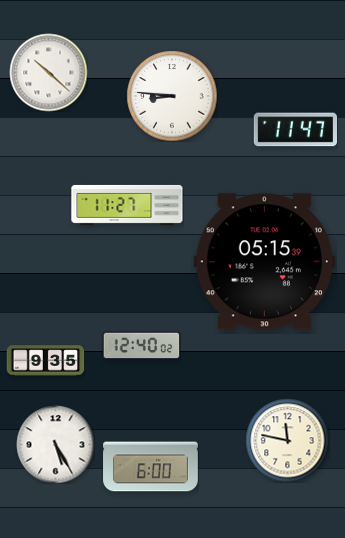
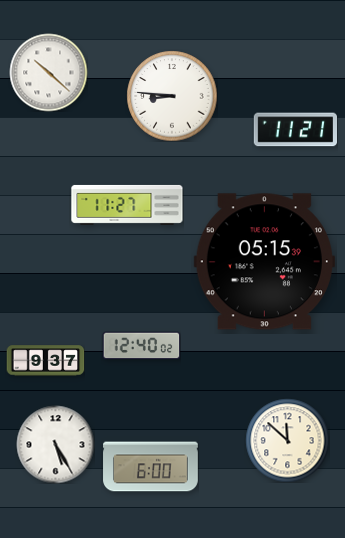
clock at (295, 130): 11:47 -> 11:21
clock at (45, 361): 9:35 -> 9:37
clock at (287, 440): 11:47 -> 11:52
